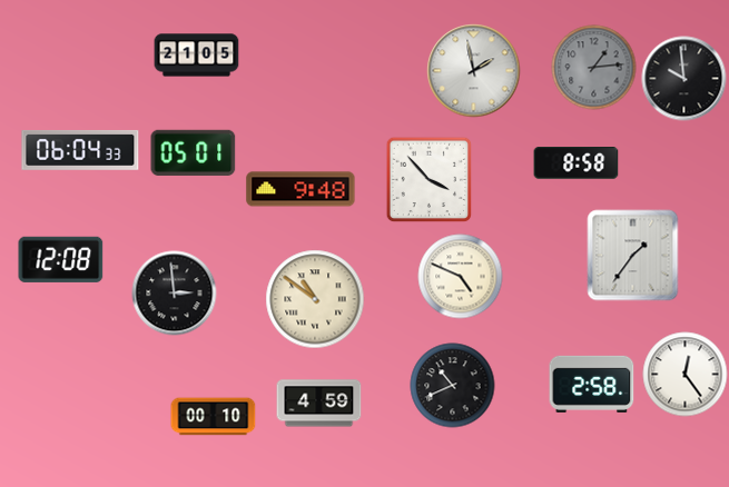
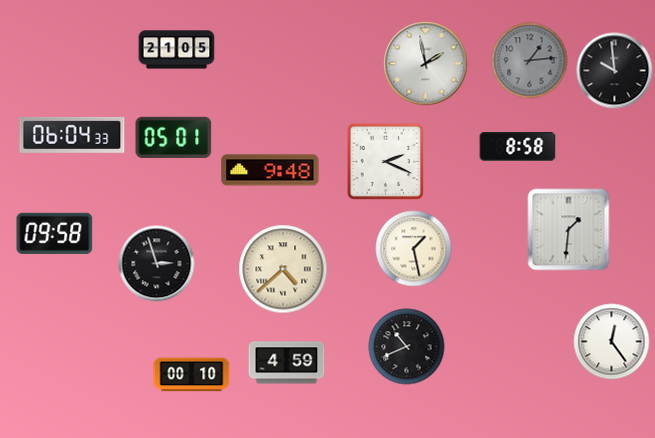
clock at (594, 68) position: (594, 68) -> (530, 61)
clock at (428, 179): 3:53 -> 2:19
clock at (633, 256): 1:36 -> 1:31
clock at (61, 259): 12:08 -> 09:58
clock at (461, 277): 4:49 -> 1:28
clock at (175, 294): 2:59 -> 2:57
clock at (315, 299): 10:51 -> 4:38
clock at (686, 375) position: (686, 375) -> (612, 342)
clock at (592, 384): 2:58 -> none
